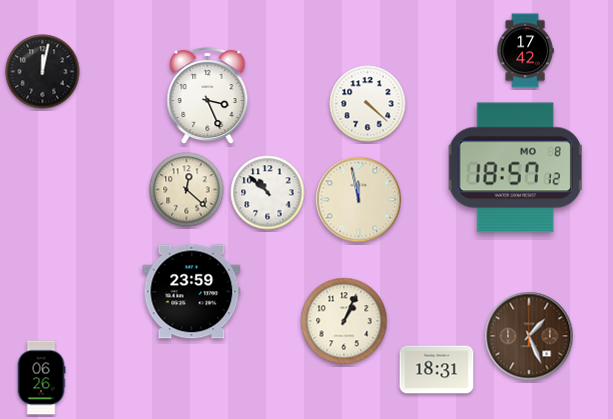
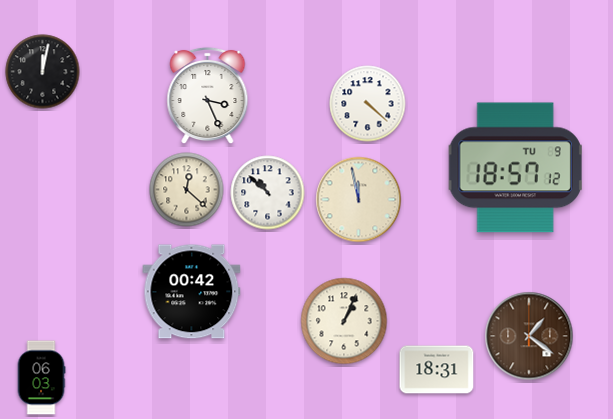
clock at (525, 51): 17:42 -> none
clock at (515, 168) date: MO 8 -> TU 9
clock at (192, 292): 23:59 -> 00:42
clock at (529, 336): 1:26 -> 1:21
clock at (41, 378): 06:26 -> 06:03
